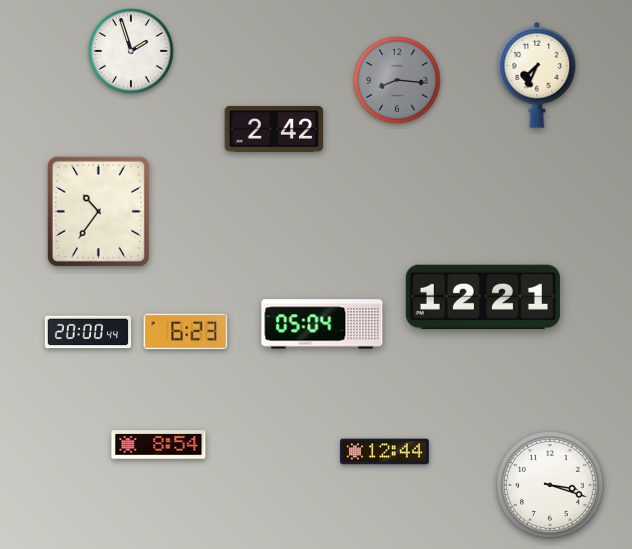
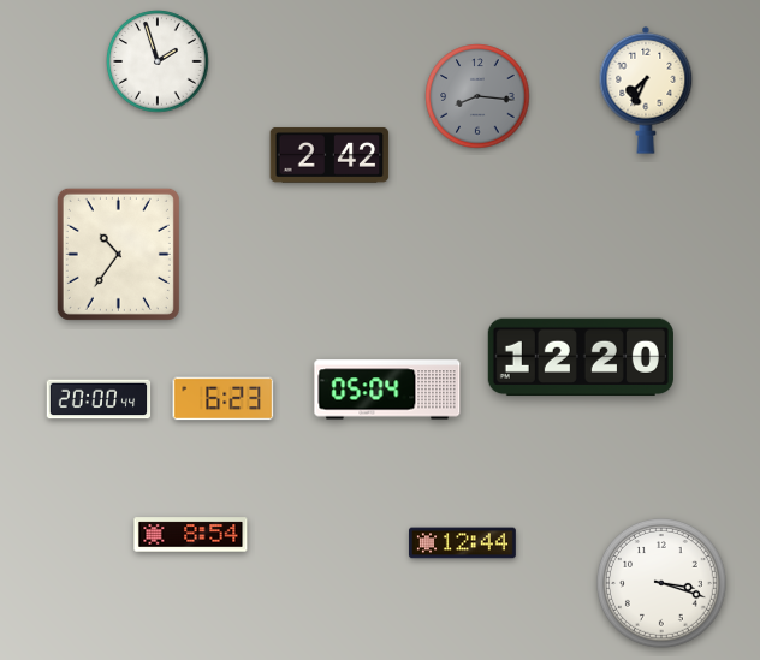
clock at (483, 297): 12:21 -> 12:20
clock at (88, 332) position: (88, 332) -> (99, 399)
